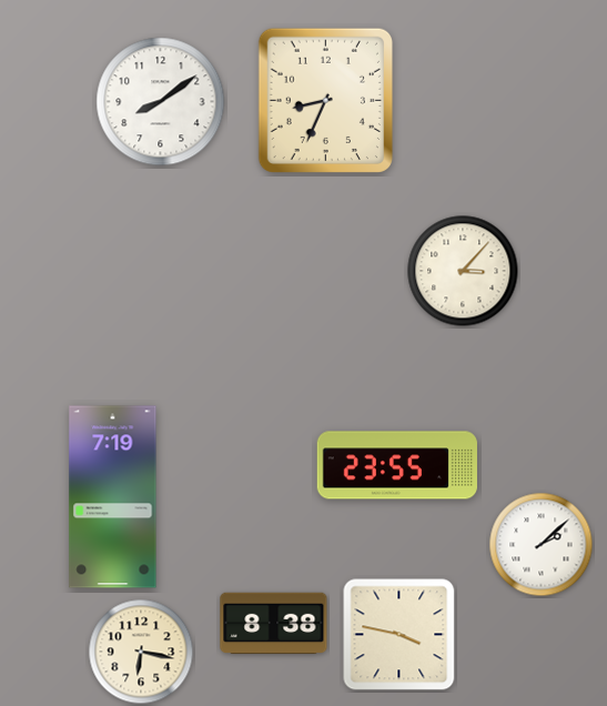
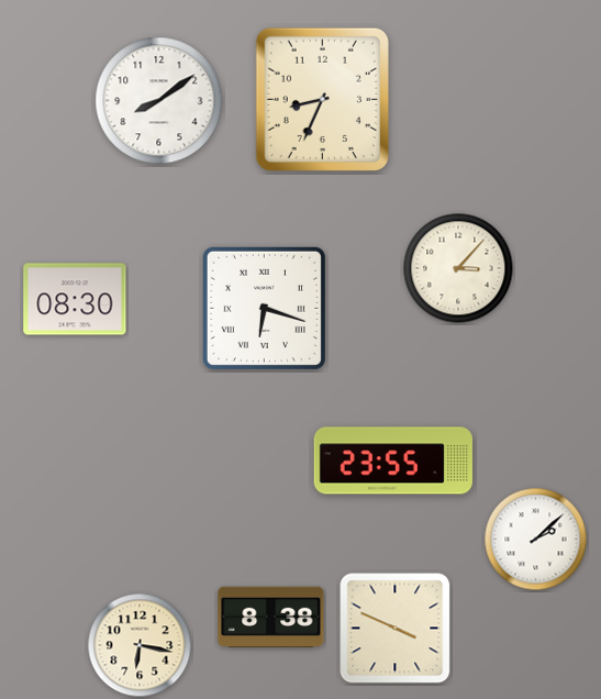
clock at (75, 299): none -> 08:30
clock at (264, 308): none -> 6:18
clock at (113, 497): 7:19 -> none
clock at (399, 635): 3:47 -> 3:49
